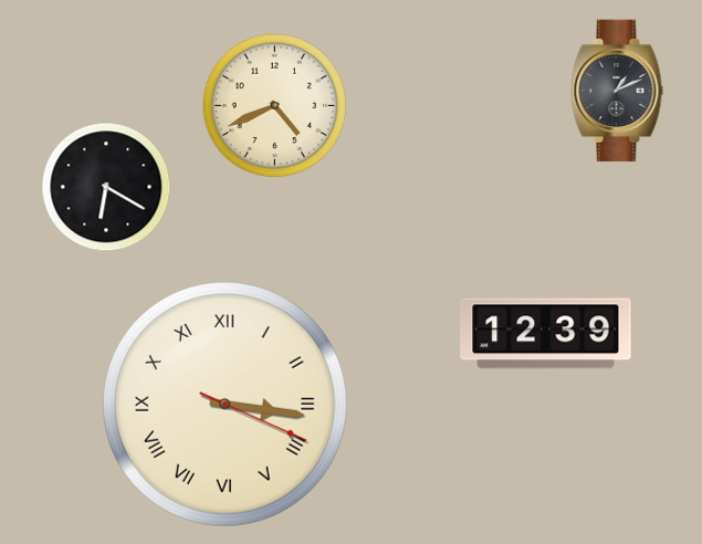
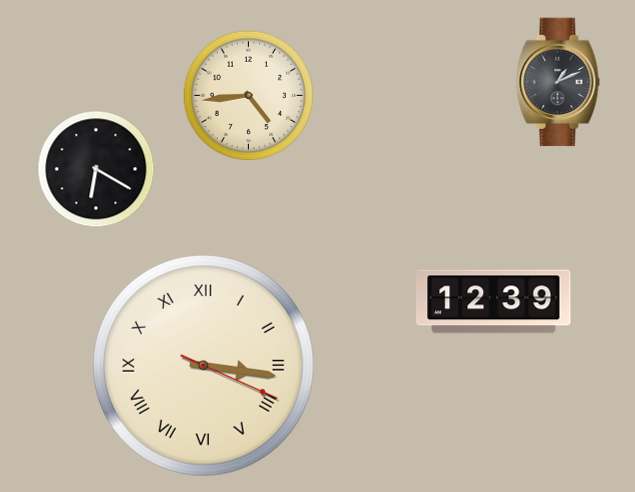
clock at (275, 106): 4:41 -> 4:44
